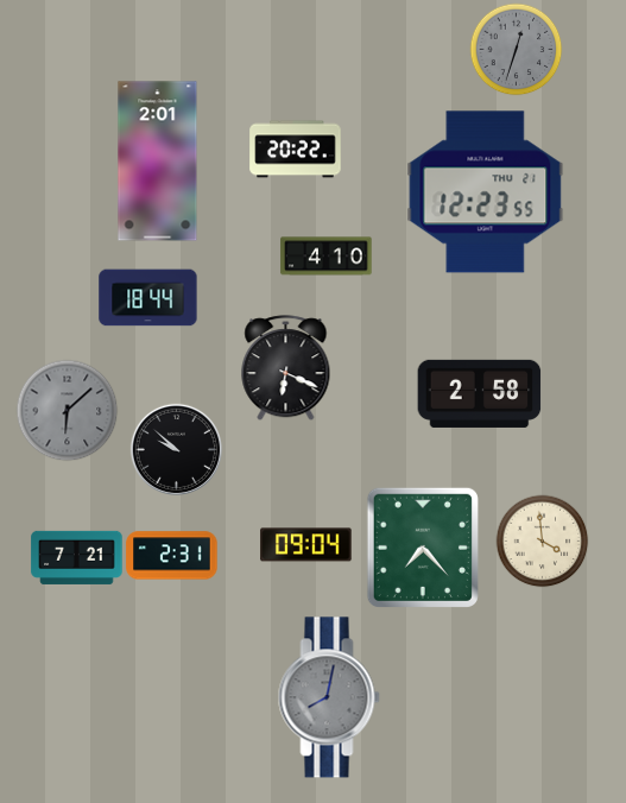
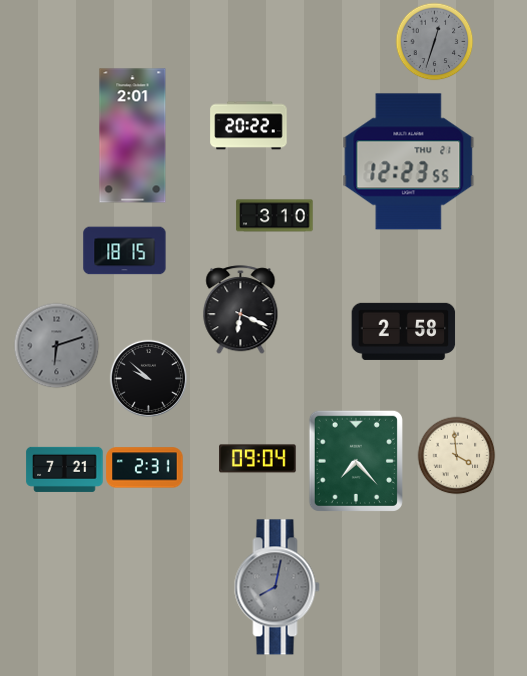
clock at (327, 257): 4:10 -> 3:10
clock at (148, 298): 18:44 -> 18:15
clock at (67, 410): 6:08 -> 6:12
